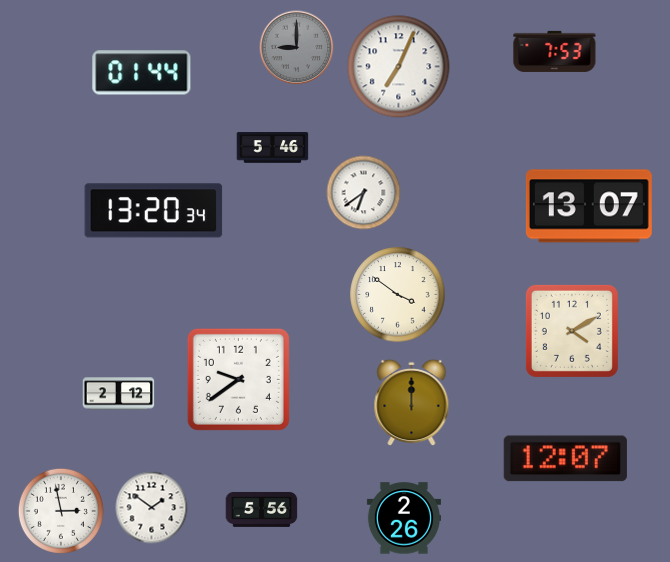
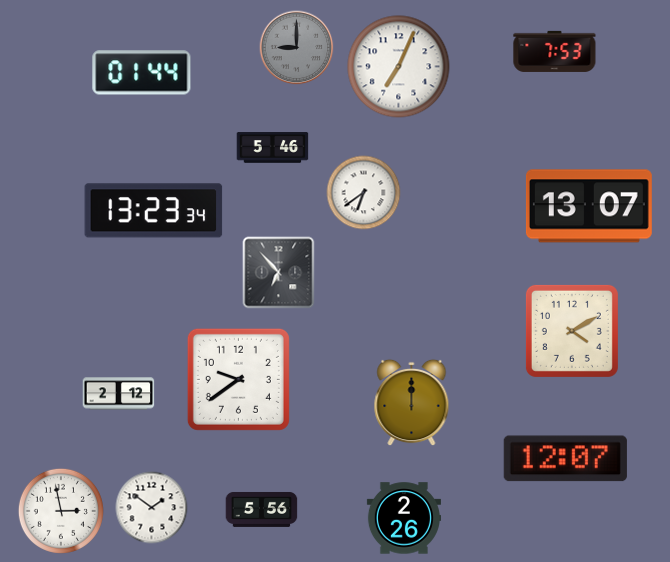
clock at (154, 211): 13:20 -> 13:23
clock at (279, 273): none -> 6:53
clock at (398, 295): 3:51 -> none
